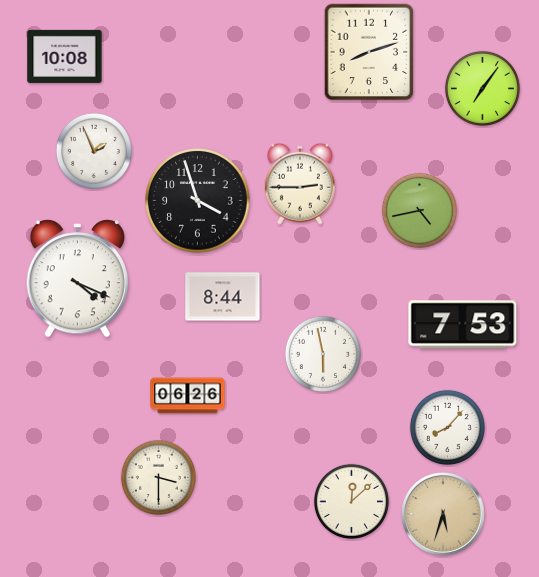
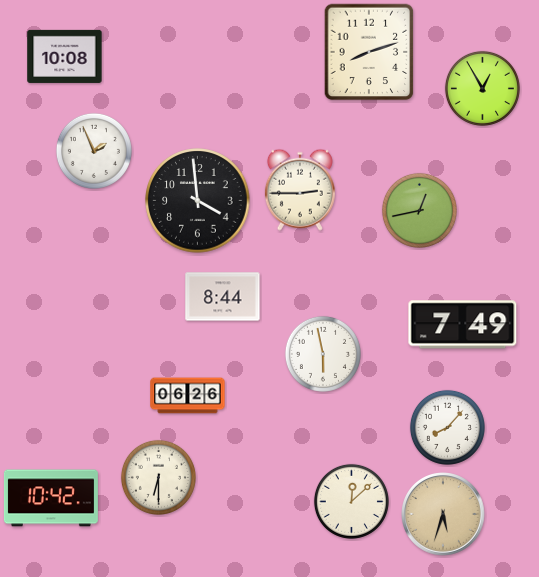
clock at (482, 88): 7:06 -> 12:55
clock at (300, 184) position: (300, 184) -> (300, 190)
clock at (198, 201): 3:57 -> 3:59
clock at (419, 210): 4:43 -> 12:43
clock at (77, 279): 4:19 -> none
clock at (463, 325): 7:53 -> 7:49
clock at (158, 477): 3:30 -> 6:30
clock at (51, 498): none -> 10:42
